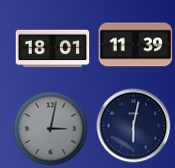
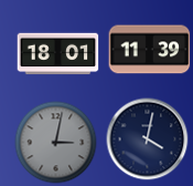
clock at (134, 126): 6:02 -> 4:02
